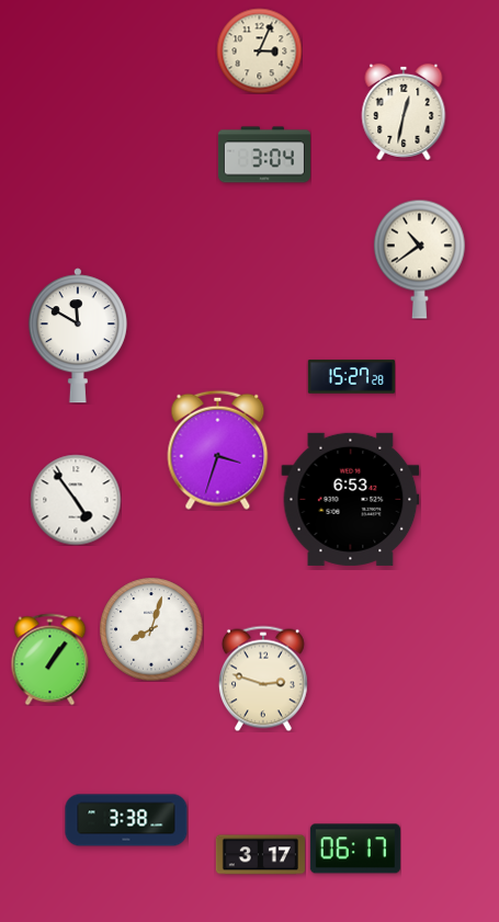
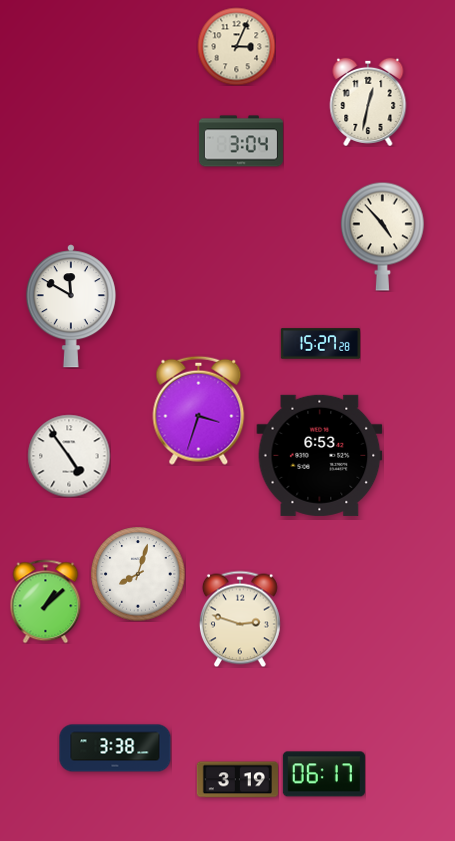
clock at (419, 259): 10:39 -> 4:53
clock at (50, 659): 1:06 -> 1:08
clock at (260, 855): 3:17 -> 3:19
